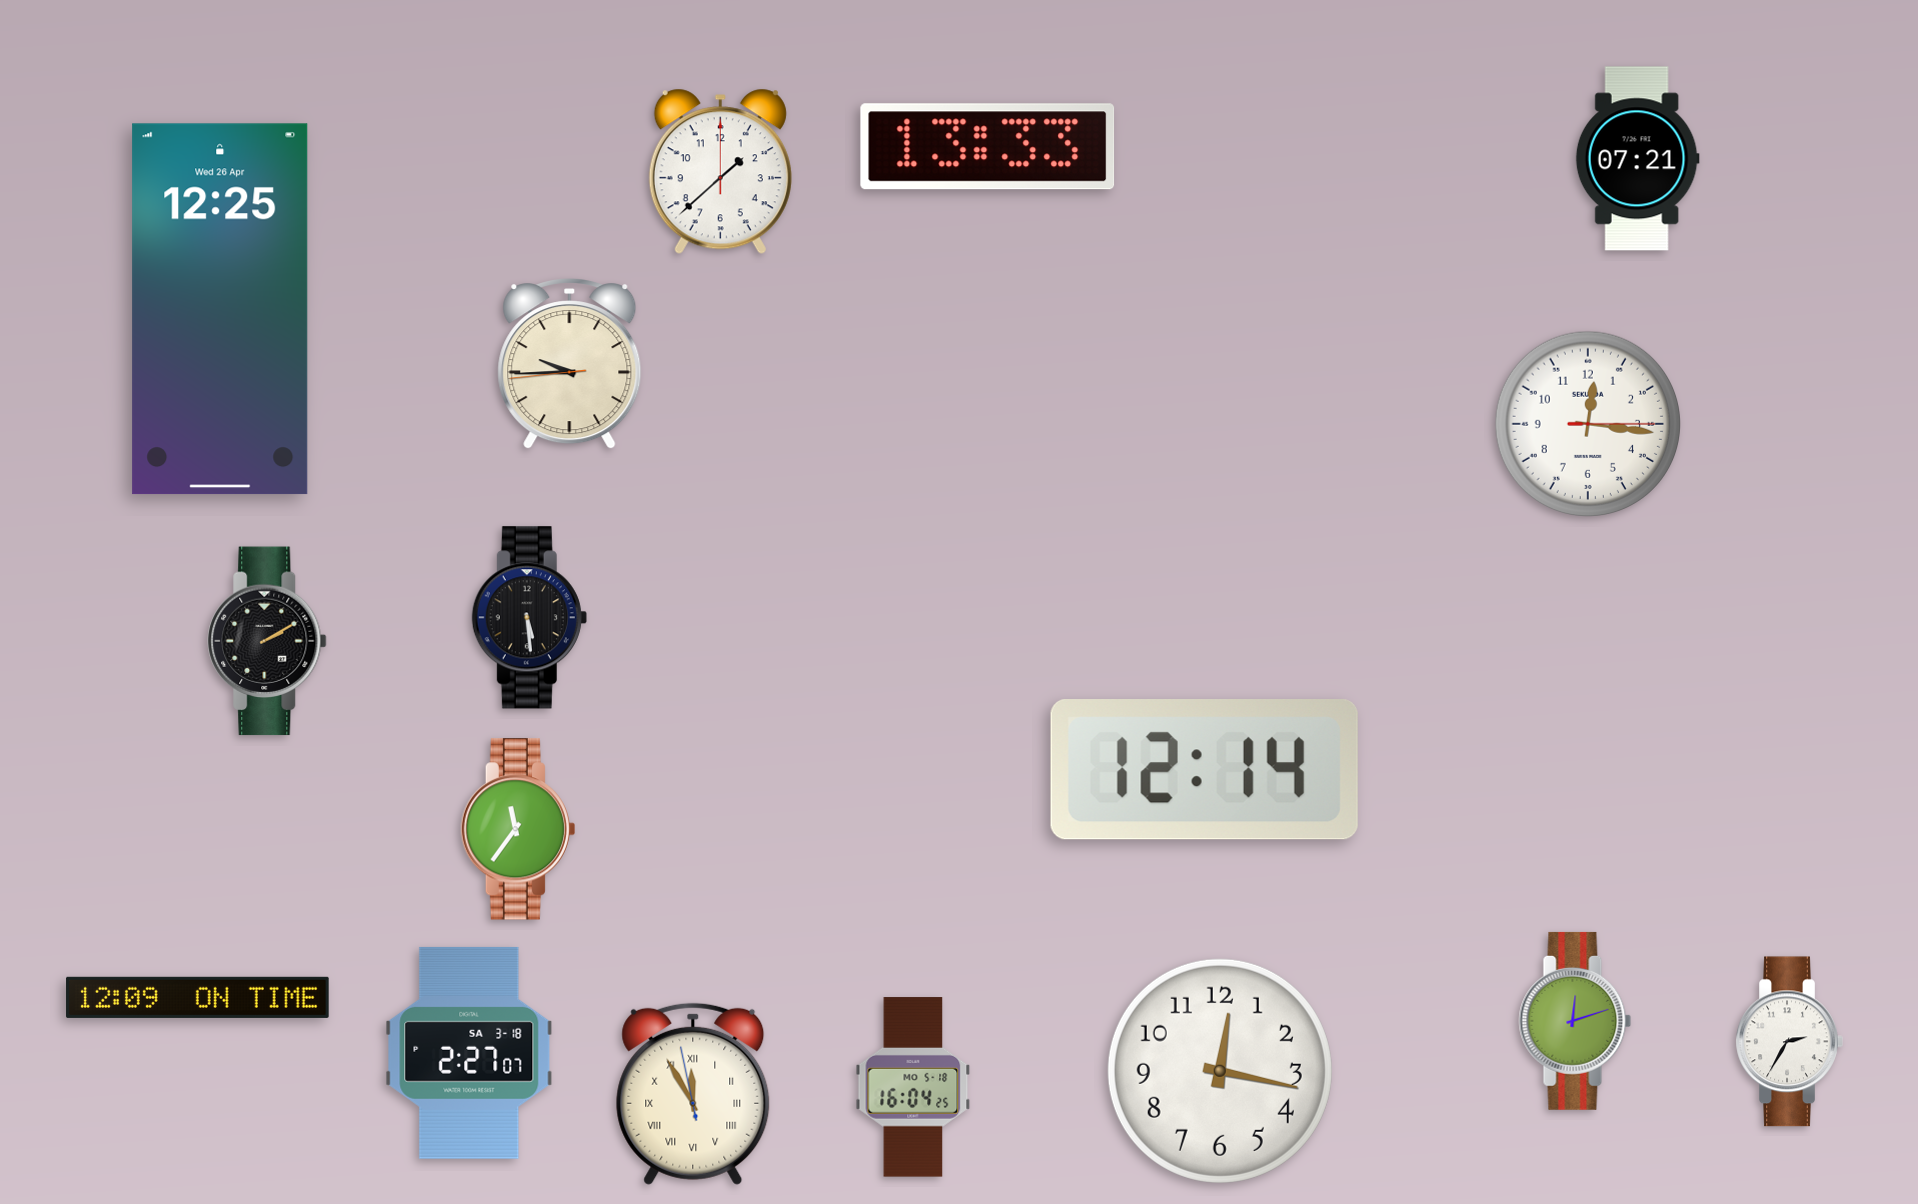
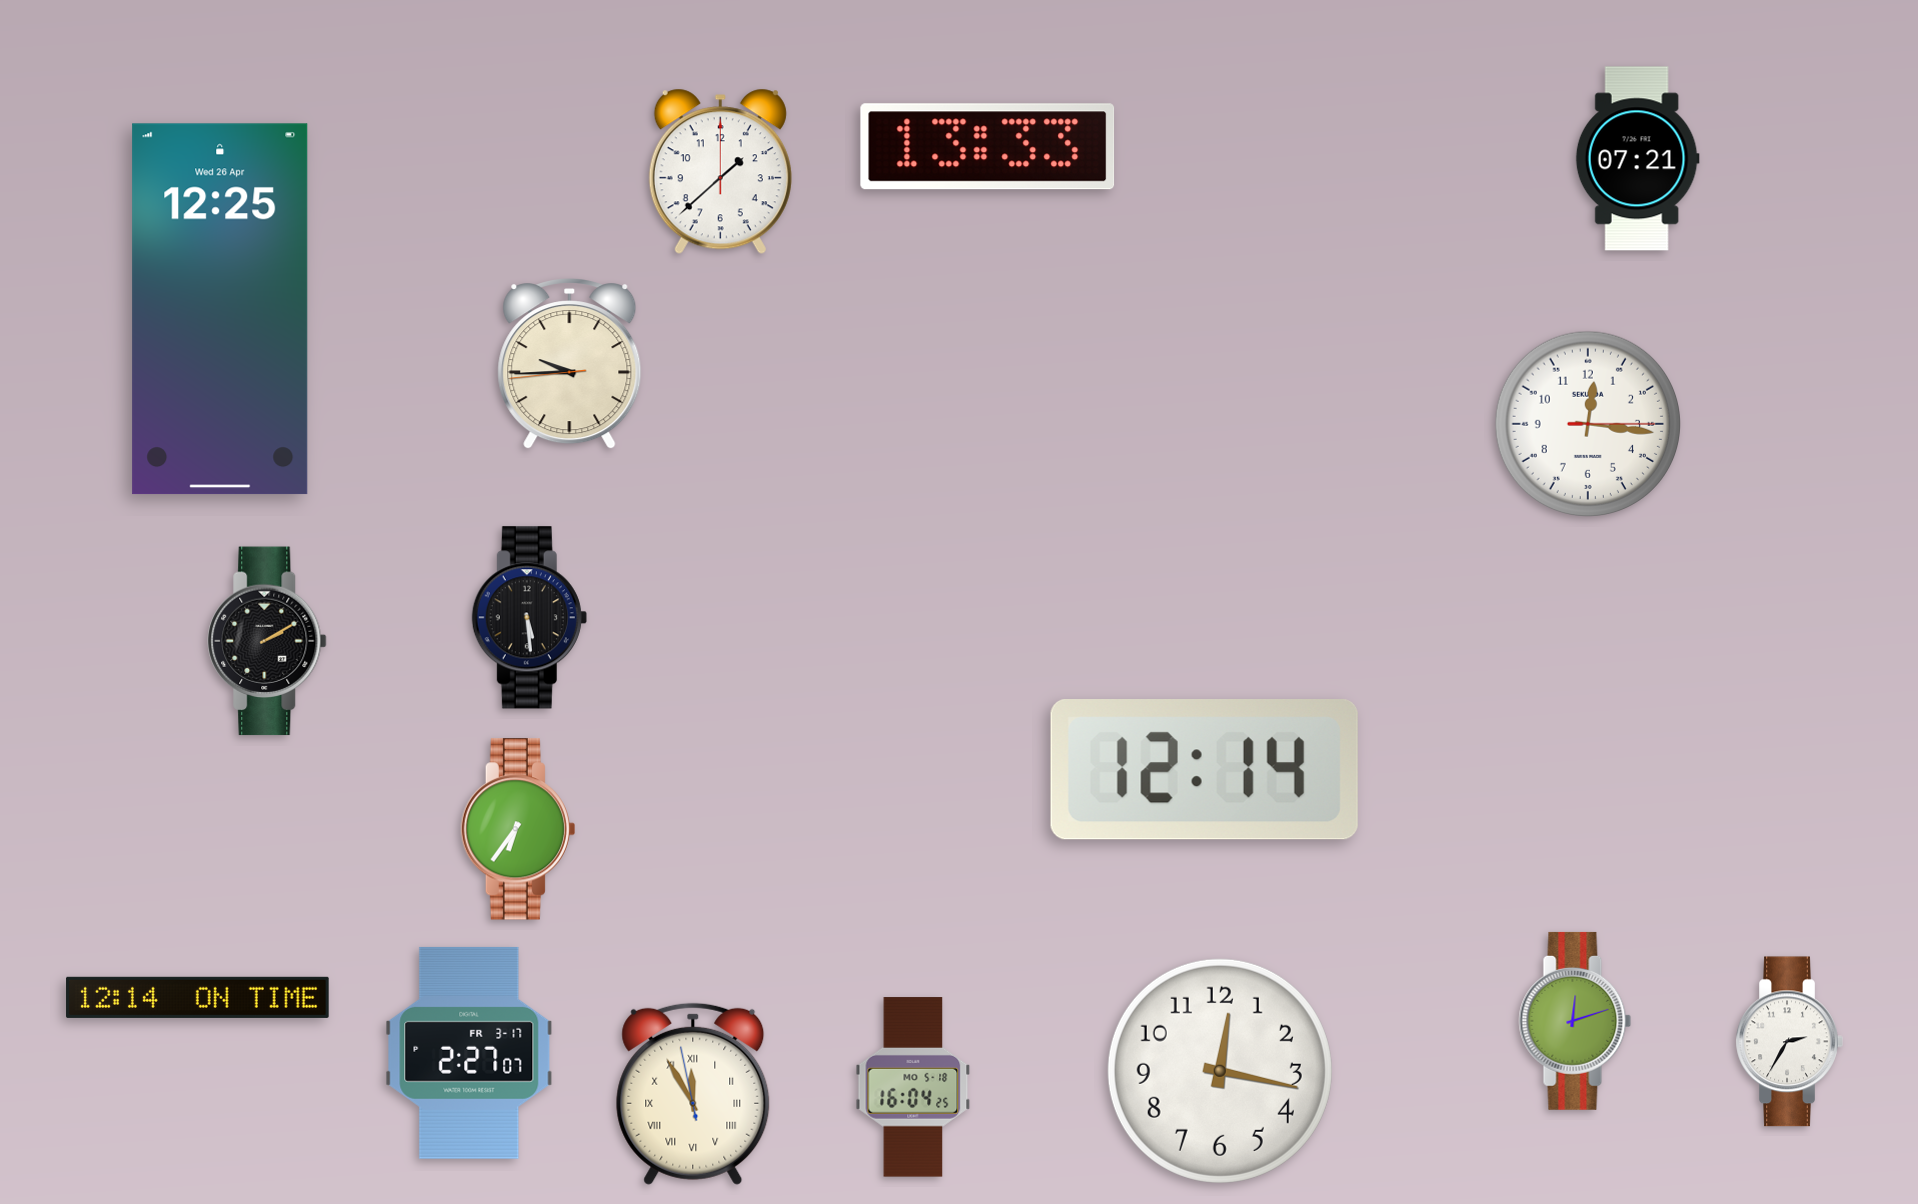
clock at (518, 829): 11:36 -> 6:36
clock at (198, 997): 12:09 -> 12:14
clock at (469, 1053) date: SA 3-18 -> FR 3-17
